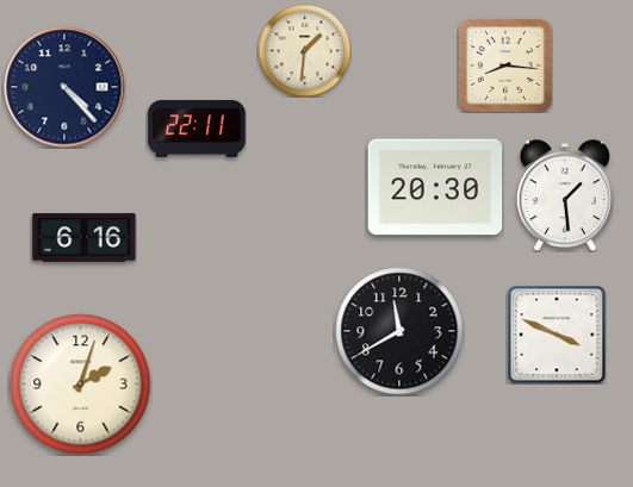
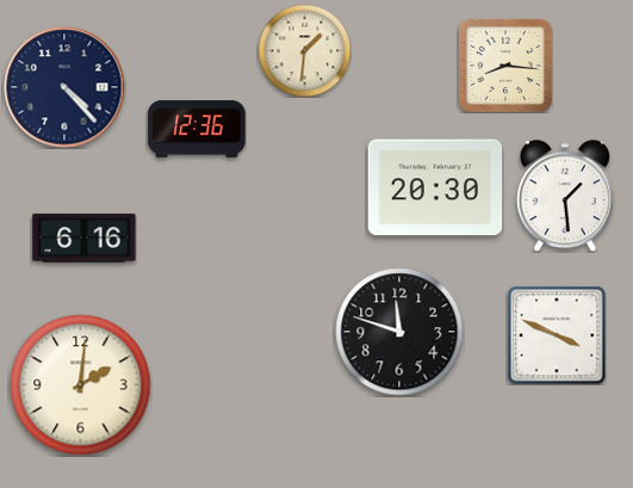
clock at (197, 129): 22:11 -> 12:36
clock at (399, 331): 11:40 -> 11:48
clock at (81, 385): 2:03 -> 2:01
